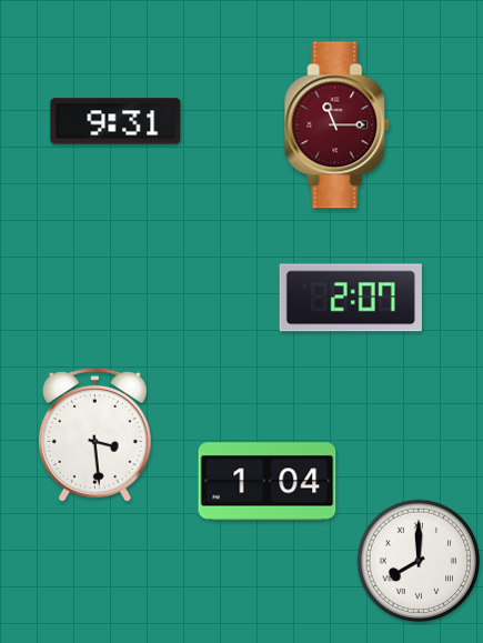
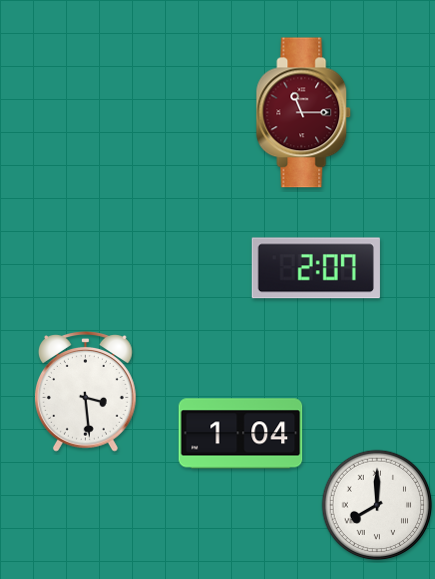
clock at (115, 121): 9:31 -> none
